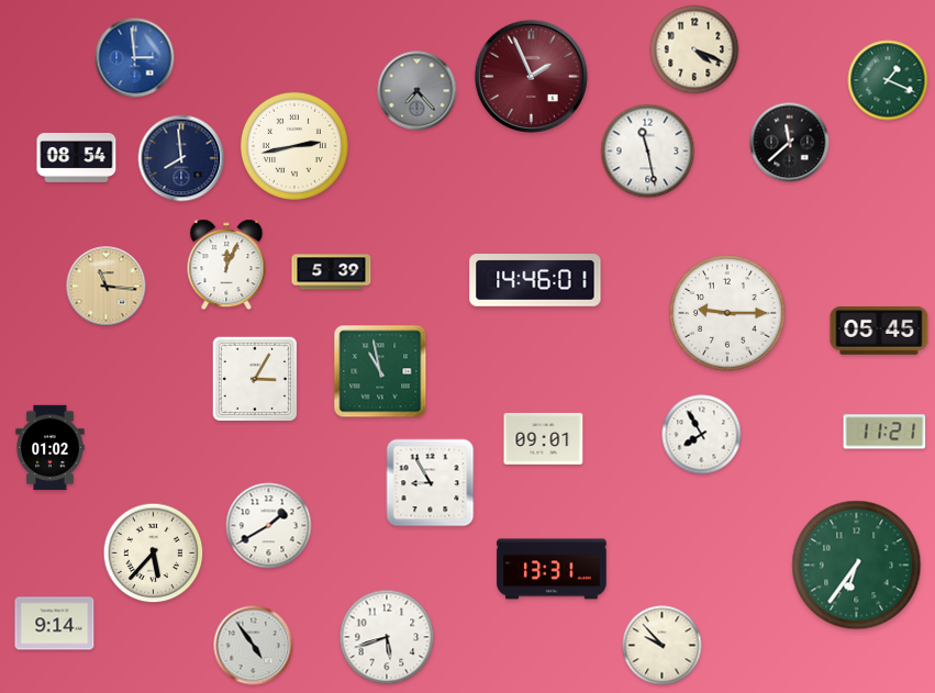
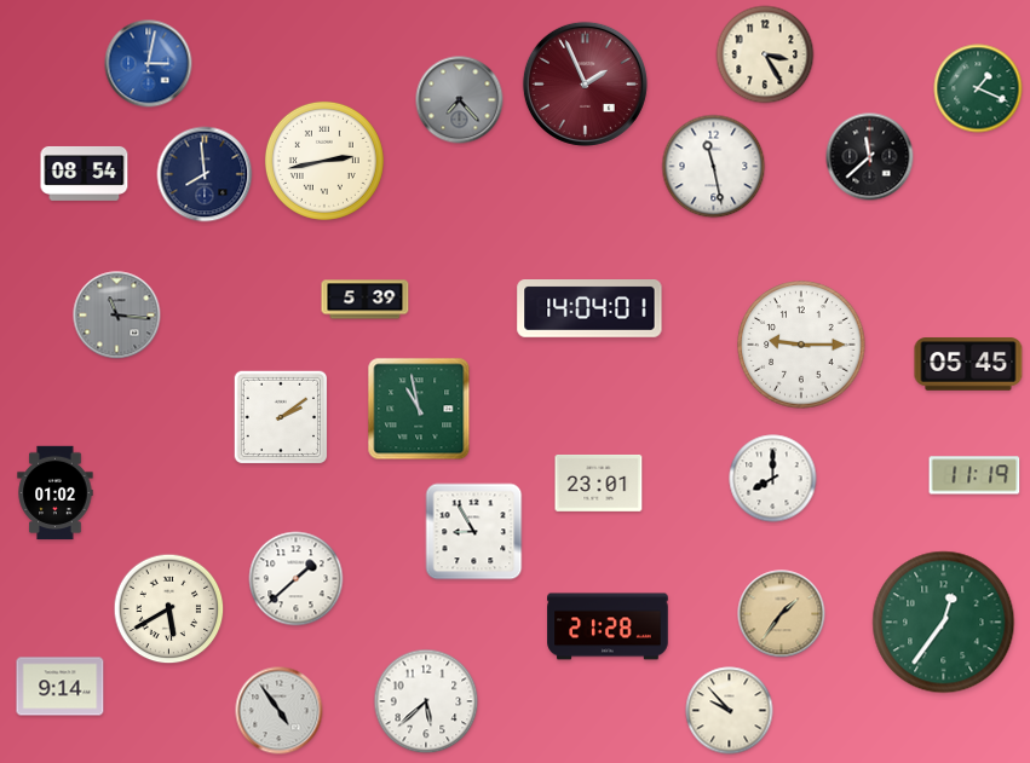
clock at (694, 49): 4:19 -> 3:25
clock at (135, 58): 2:59 -> 3:02
clock at (181, 158) position: (181, 158) -> (205, 174)
clock at (226, 265): 12:04 -> none
clock at (535, 281): 14:46 -> 14:04
clock at (107, 287) dial: champagne -> grey
clock at (255, 379): 3:05 -> 2:09
clock at (884, 432): 11:21 -> 11:19
clock at (702, 435): 7:55 -> 8:00
clock at (544, 438): 09:01 -> 23:01
clock at (269, 526): 1:40 -> 1:38
clock at (154, 554): 5:37 -> 5:40
clock at (782, 614): none -> 1:36
clock at (857, 566): 6:36 -> 12:36
clock at (552, 569): 13:31 -> 21:28
clock at (387, 637): 5:42 -> 5:38
